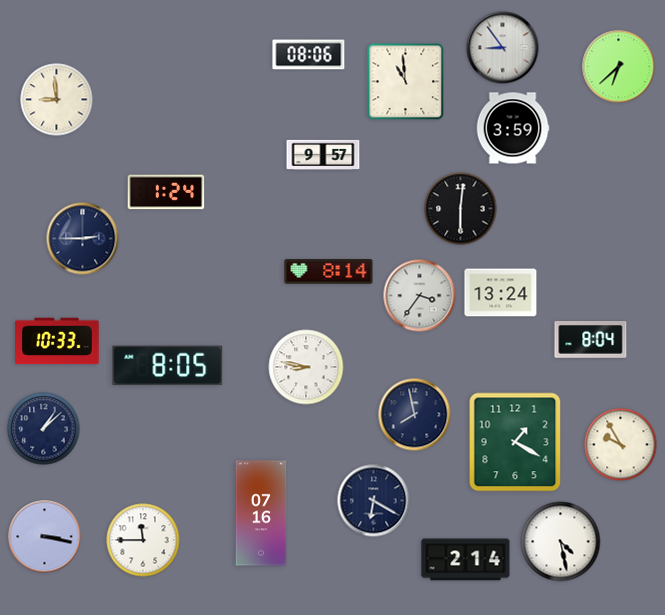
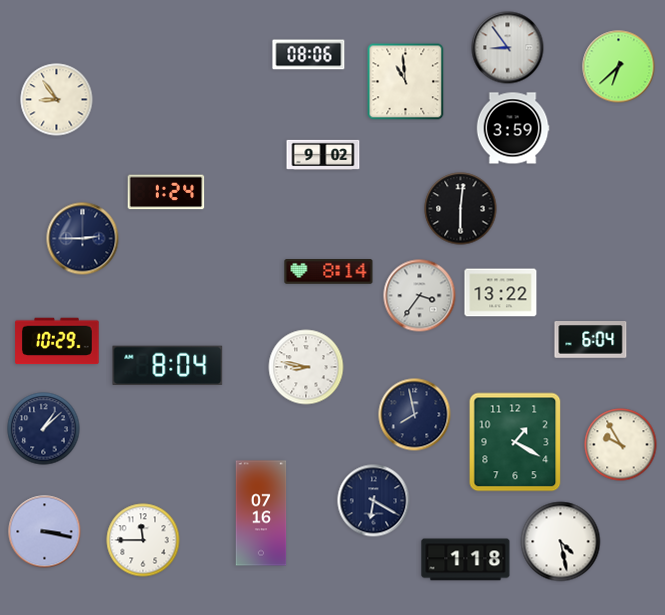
clock at (503, 48) position: (503, 48) -> (508, 48)
clock at (57, 100): 8:59 -> 8:54
clock at (323, 154): 9:57 -> 9:02
clock at (501, 293): 13:24 -> 13:22
clock at (591, 340): 8:04 -> 6:04
clock at (57, 341): 10:33 -> 10:29
clock at (168, 366): 8:05 -> 8:04
clock at (45, 537) position: (45, 537) -> (45, 532)
clock at (466, 560): 2:14 -> 1:18
